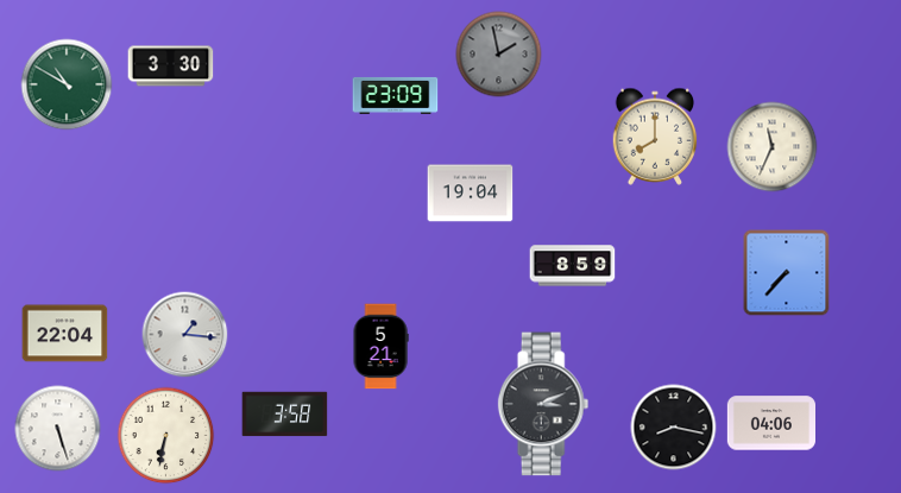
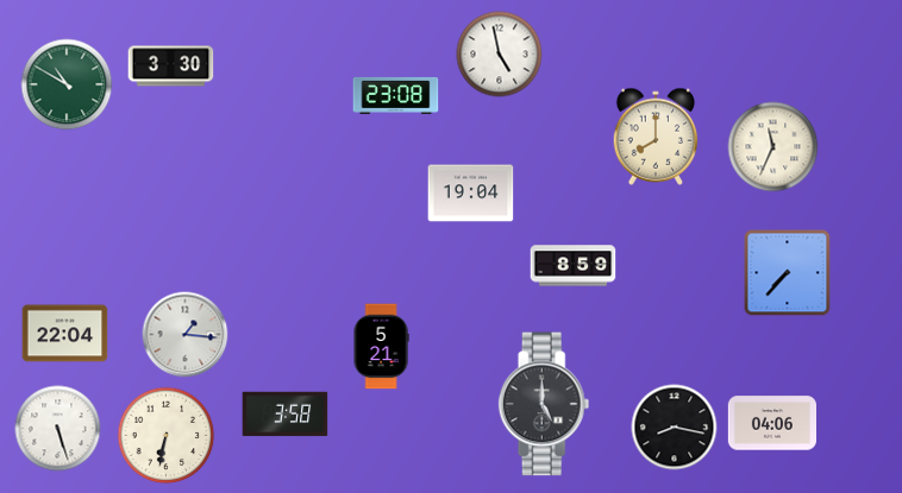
clock at (499, 55): 1:58 -> 4:58
clock at (499, 55) dial: grey -> white
clock at (396, 95): 23:09 -> 23:08
clock at (543, 404): 3:11 -> 5:00
